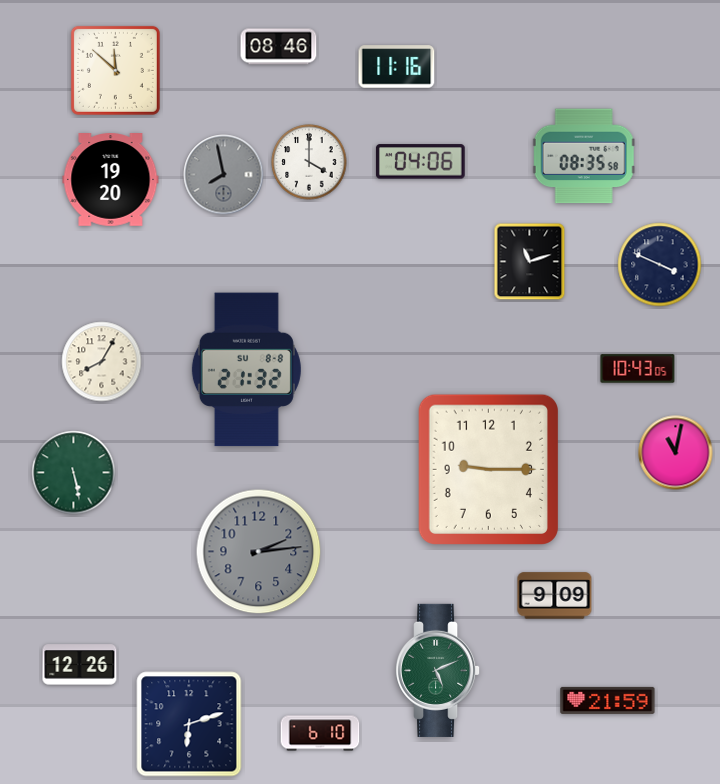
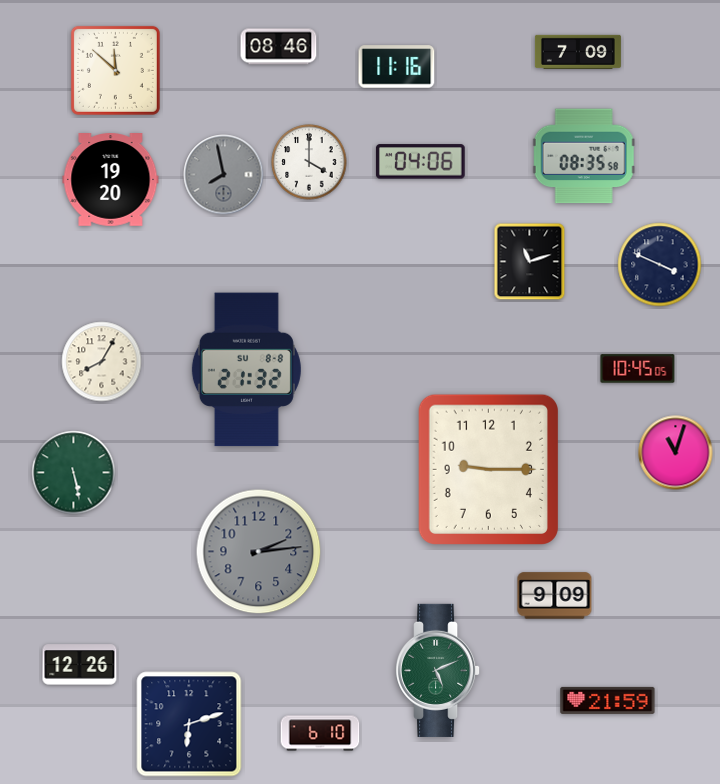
clock at (578, 52): none -> 7:09
clock at (638, 369): 10:43 -> 10:45
clock at (676, 453): 11:02 -> 11:03
